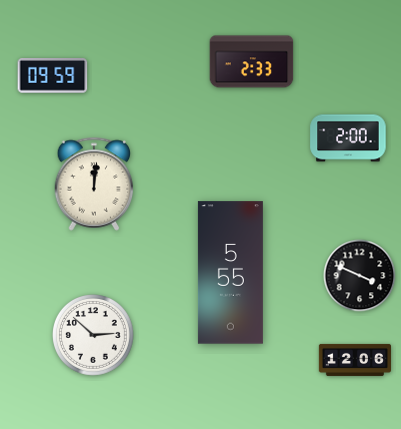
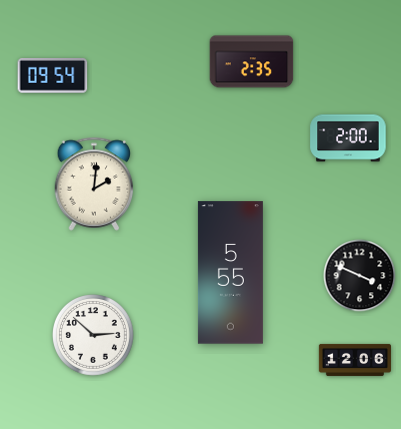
clock at (252, 62): 2:33 -> 2:35
clock at (53, 76): 09:59 -> 09:54
clock at (94, 184): 12:01 -> 2:01
